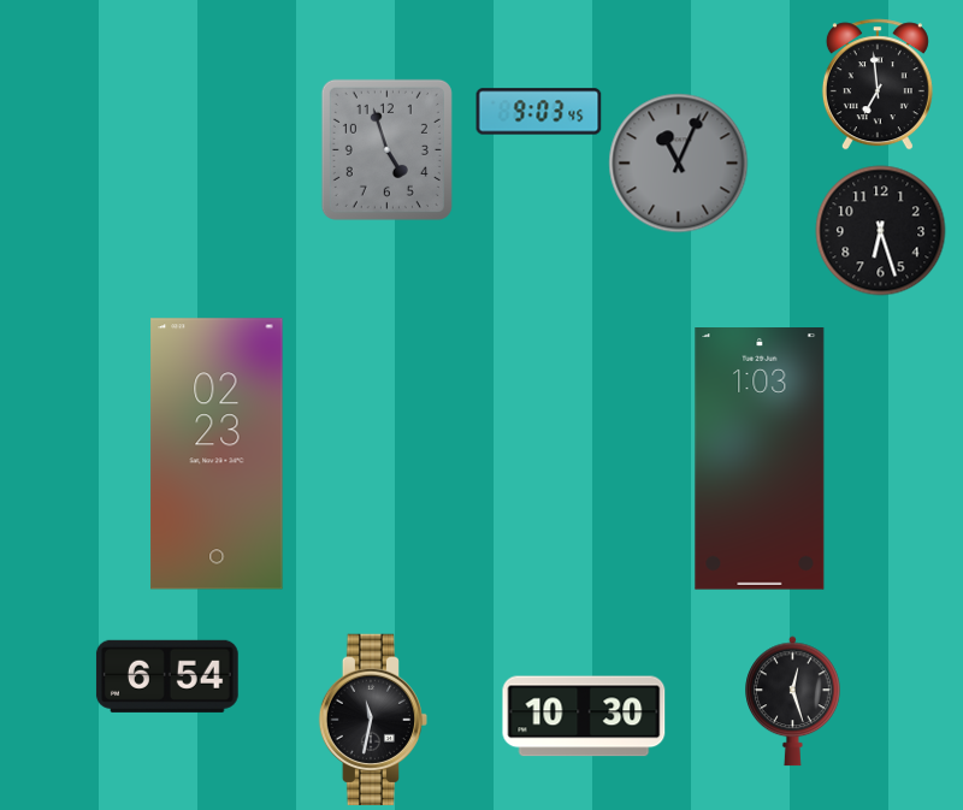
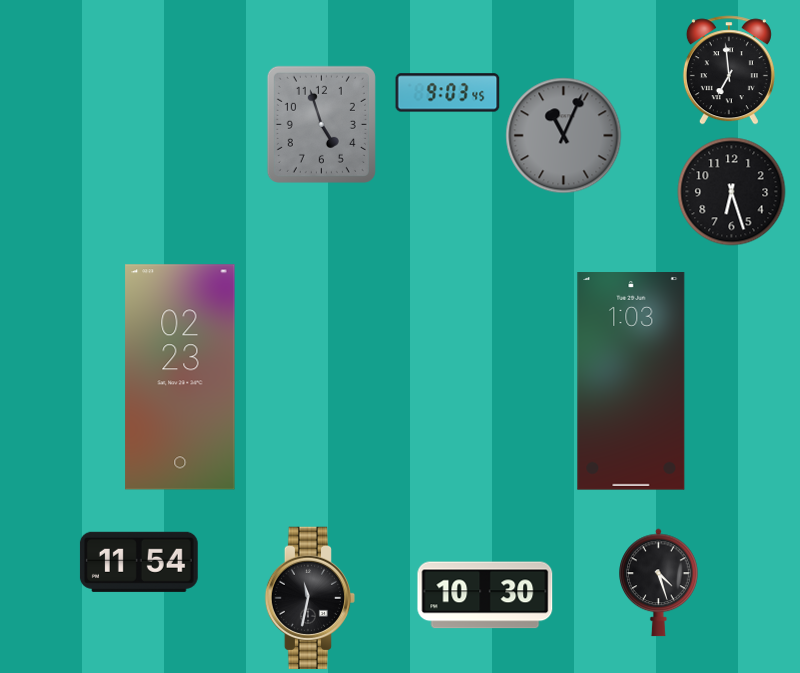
clock at (167, 676): 6:54 -> 11:54
clock at (793, 702): 12:27 -> 4:27
